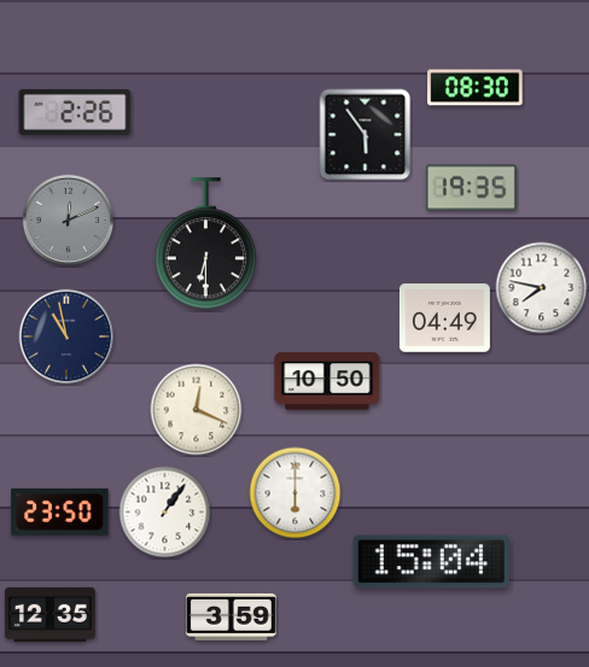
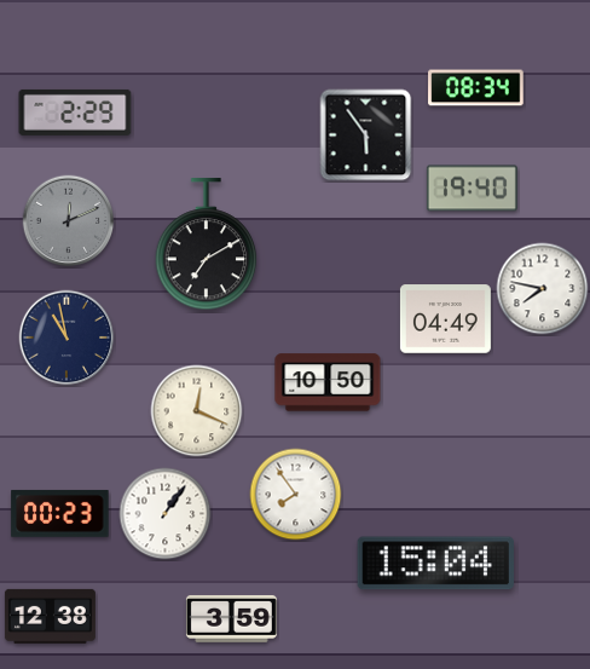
clock at (476, 88): 08:30 -> 08:34
clock at (75, 112): 2:26 -> 2:29
clock at (471, 188): 19:35 -> 19:40
clock at (206, 244): 6:30 -> 7:10
clock at (296, 493): 6:00 -> 7:54
clock at (60, 513): 23:50 -> 00:23
clock at (431, 562) position: (431, 562) -> (435, 564)
clock at (49, 614): 12:35 -> 12:38
